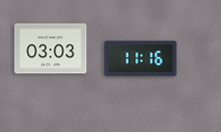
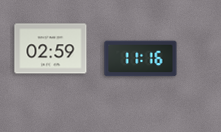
clock at (51, 49): 03:03 -> 02:59
